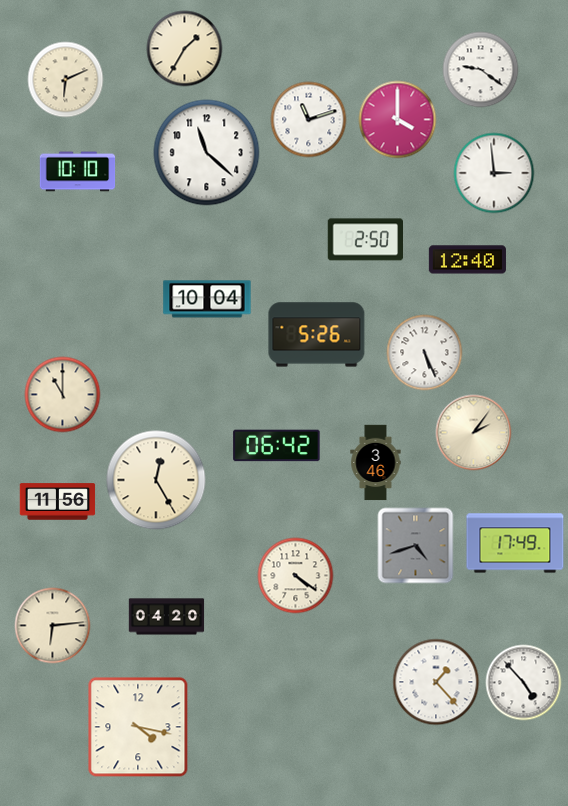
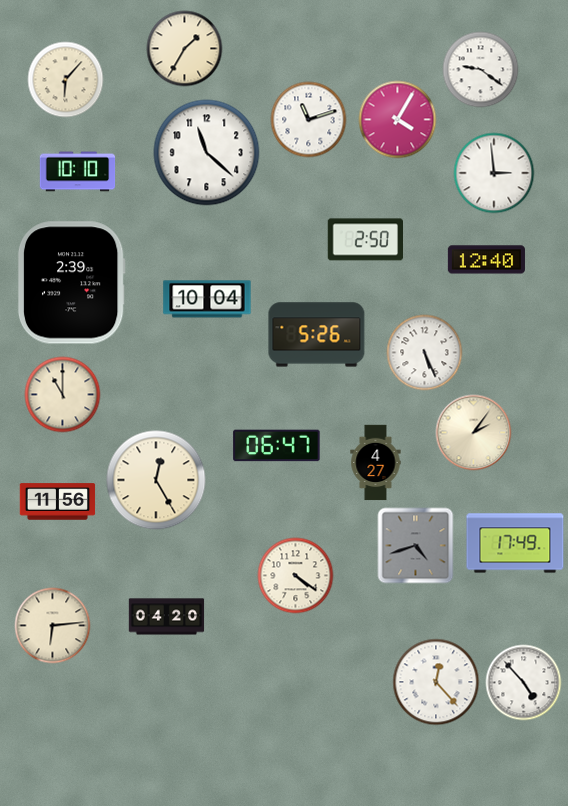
clock at (66, 80): 6:11 -> 6:07
clock at (398, 120): 4:00 -> 4:05
clock at (467, 260) position: (467, 260) -> (486, 260)
clock at (71, 283): none -> 2:39
clock at (277, 446): 06:42 -> 06:47
clock at (376, 463): 3:46 -> 4:27
clock at (436, 682): 1:23 -> 12:23
clock at (138, 727): 4:17 -> none
